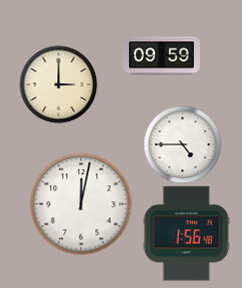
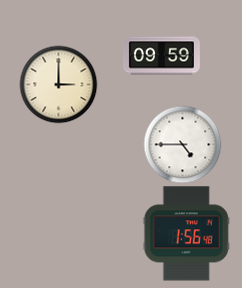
clock at (81, 204): 12:02 -> none
